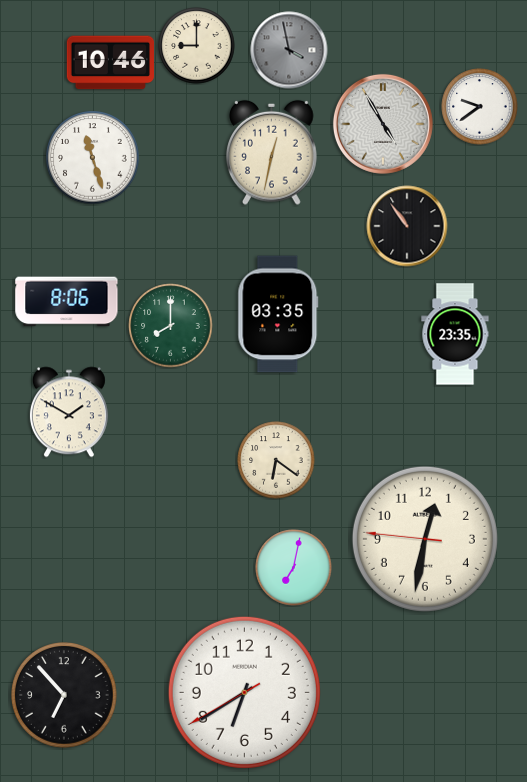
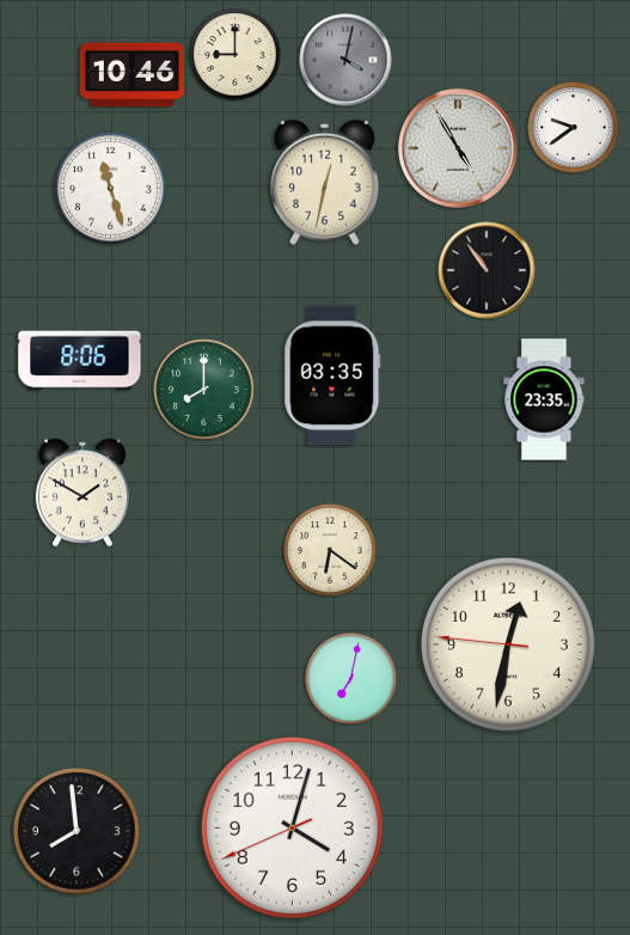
clock at (289, 50): 3:58 -> 4:02
clock at (244, 692): 6:39 -> 4:02
clock at (65, 696): 6:53 -> 7:59
